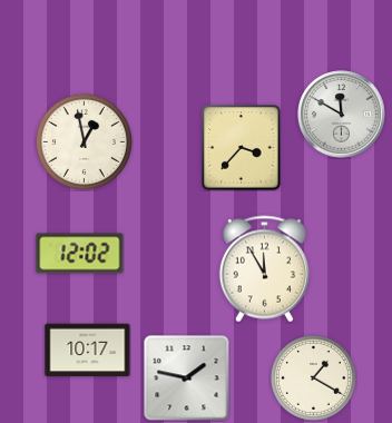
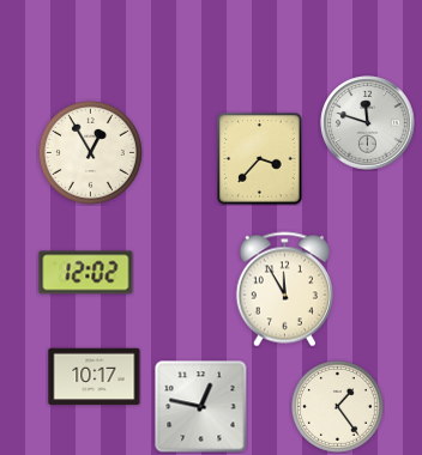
clock at (342, 115): 11:50 -> 11:48
clock at (84, 141): 12:58 -> 12:55
clock at (313, 377): 1:20 -> 1:24
clock at (187, 378): 1:47 -> 12:47
